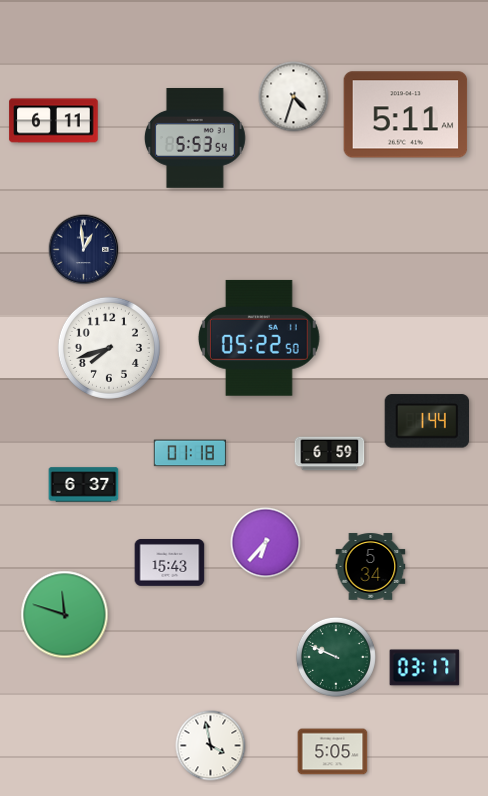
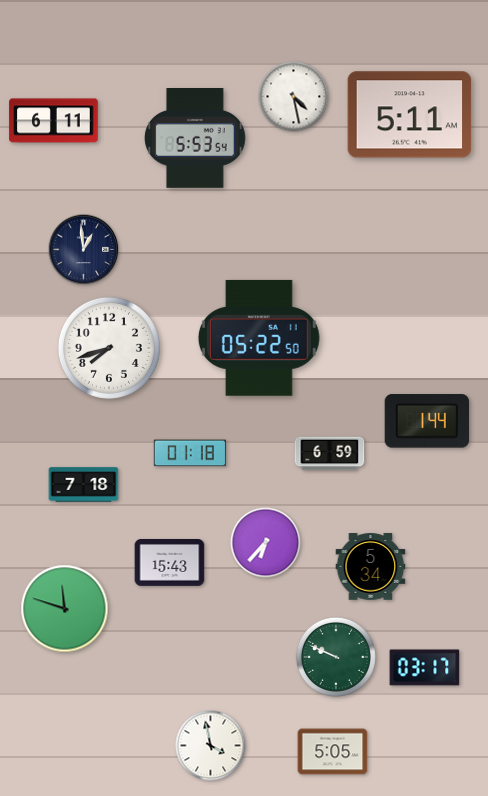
clock at (294, 97): 4:33 -> 4:28
clock at (406, 115) position: (406, 115) -> (410, 115)
clock at (84, 485): 6:37 -> 7:18
clock at (65, 615) position: (65, 615) -> (65, 609)
